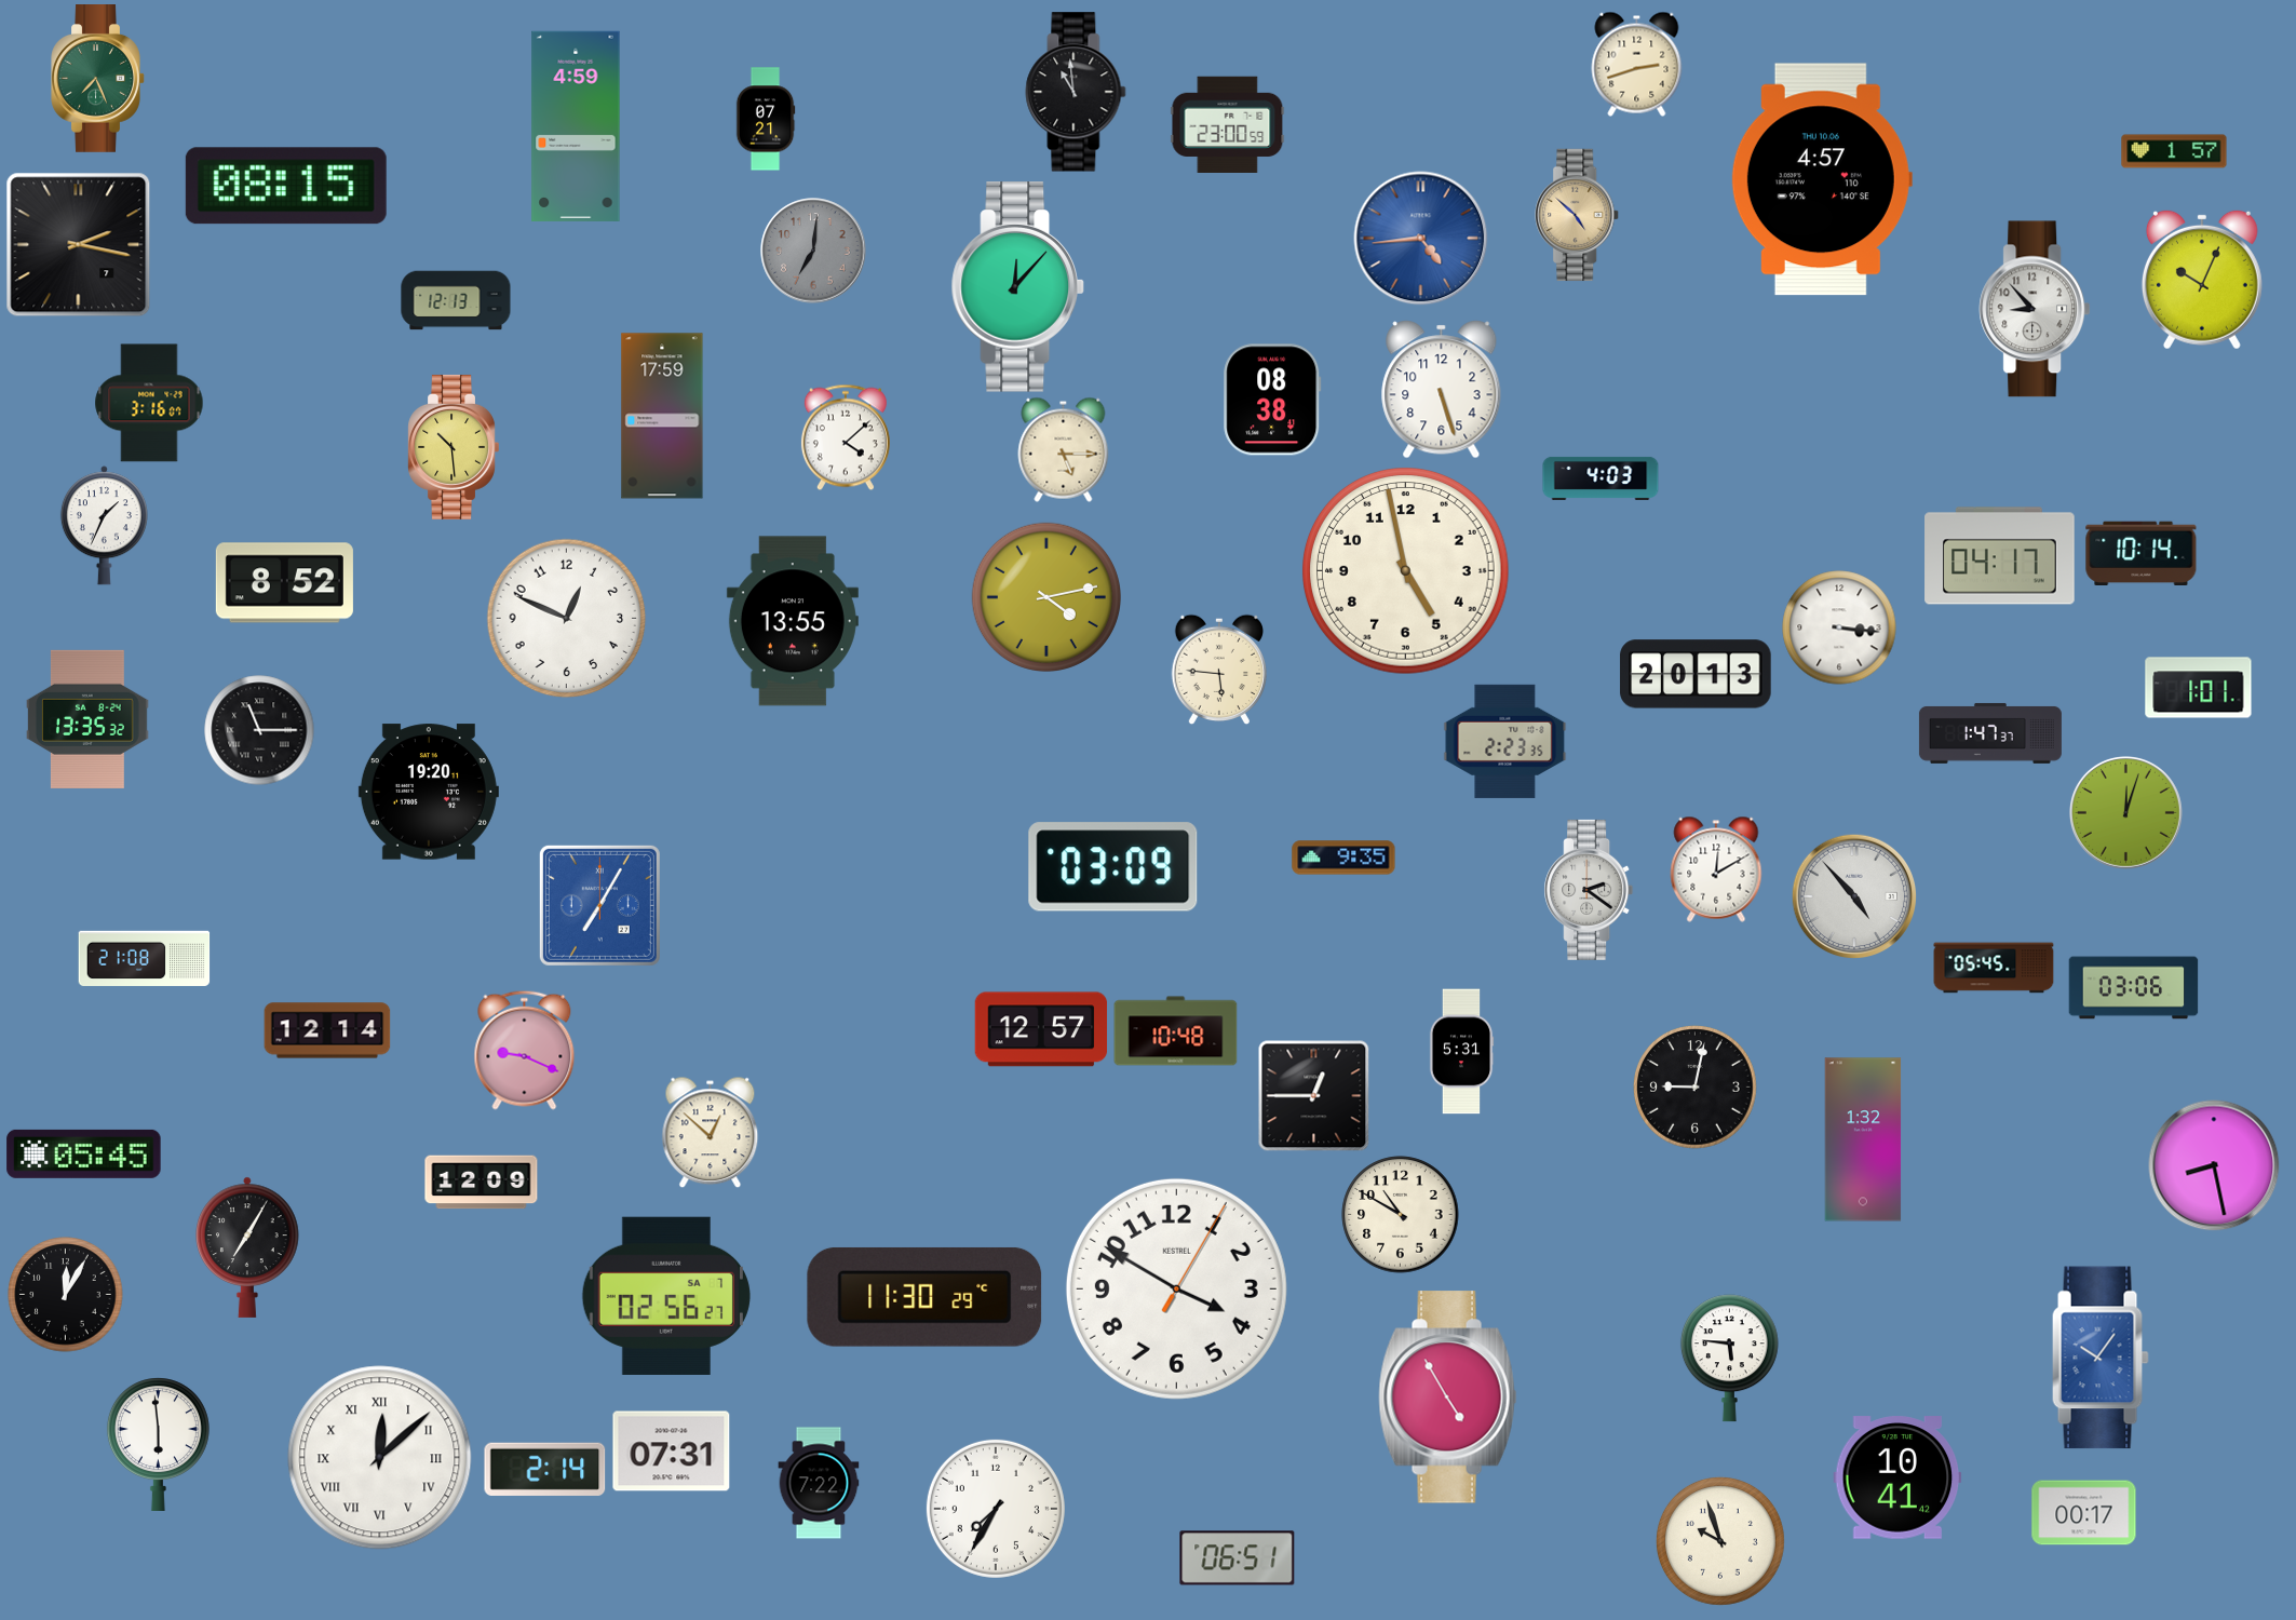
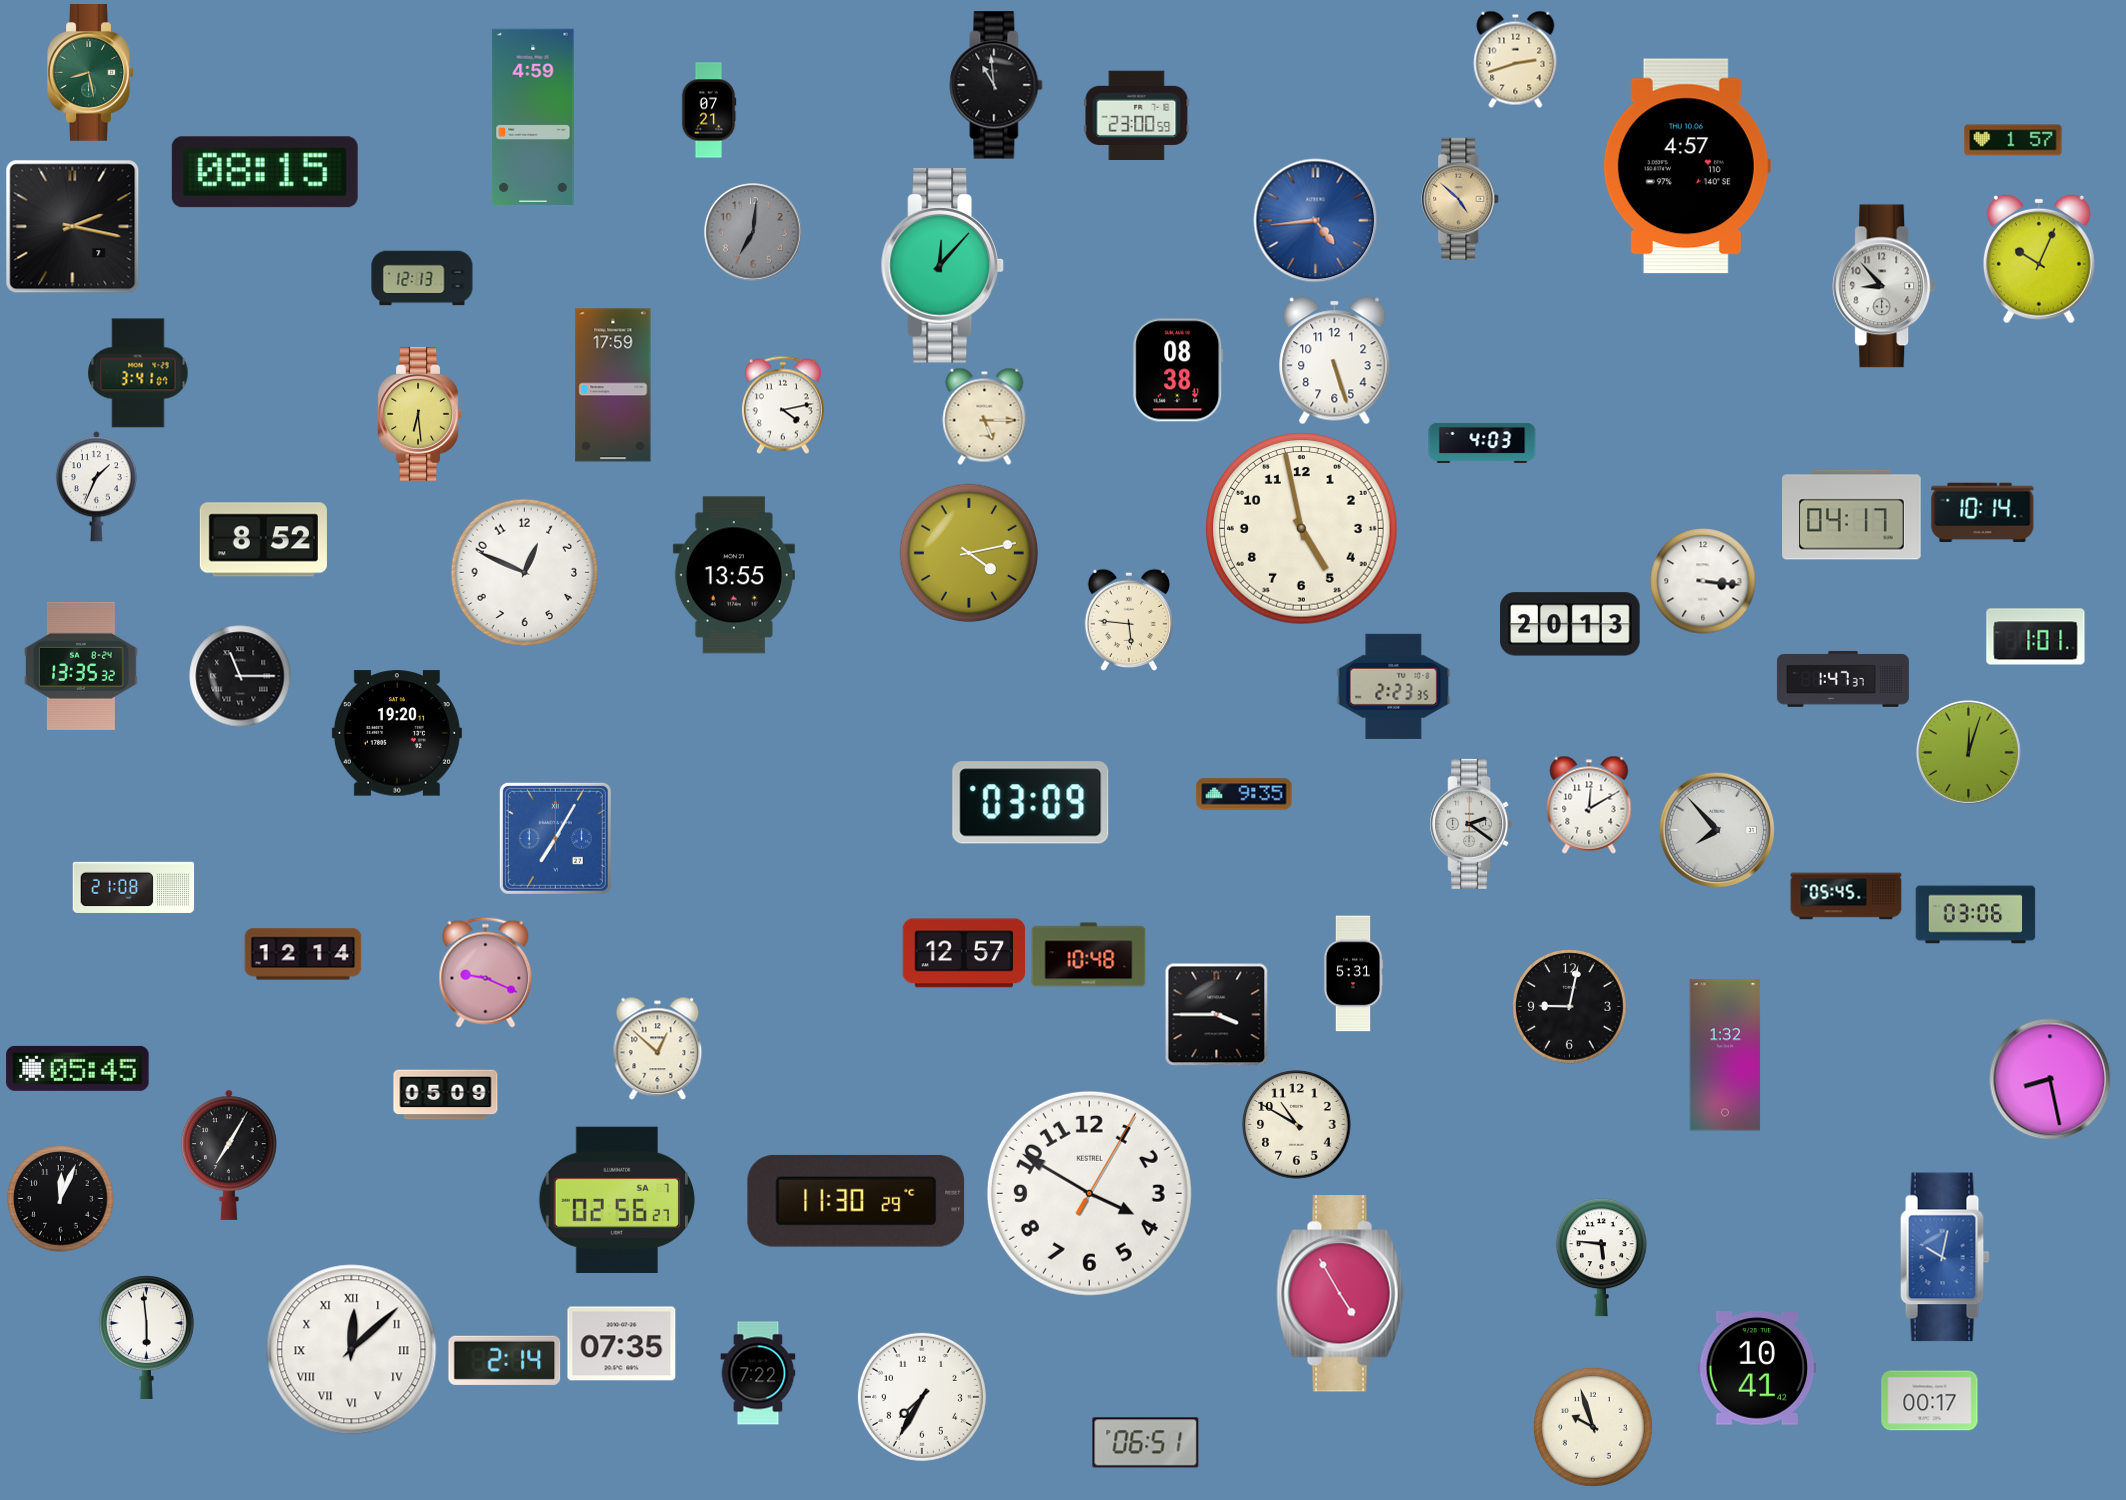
clock at (98, 79): 7:26 -> 8:28
clock at (149, 403): 3:16 -> 3:41
clock at (846, 437): 4:08 -> 4:13
clock at (453, 447): 10:29 -> 6:29
clock at (1854, 896): 4:53 -> 7:53
clock at (1313, 1095): 12:45 -> 3:45
clock at (482, 1183): 12:09 -> 05:09
clock at (66, 1295): 12:05 -> 12:04
clock at (2101, 1358): 10:06 -> 10:02
clock at (672, 1452): 07:31 -> 07:35
